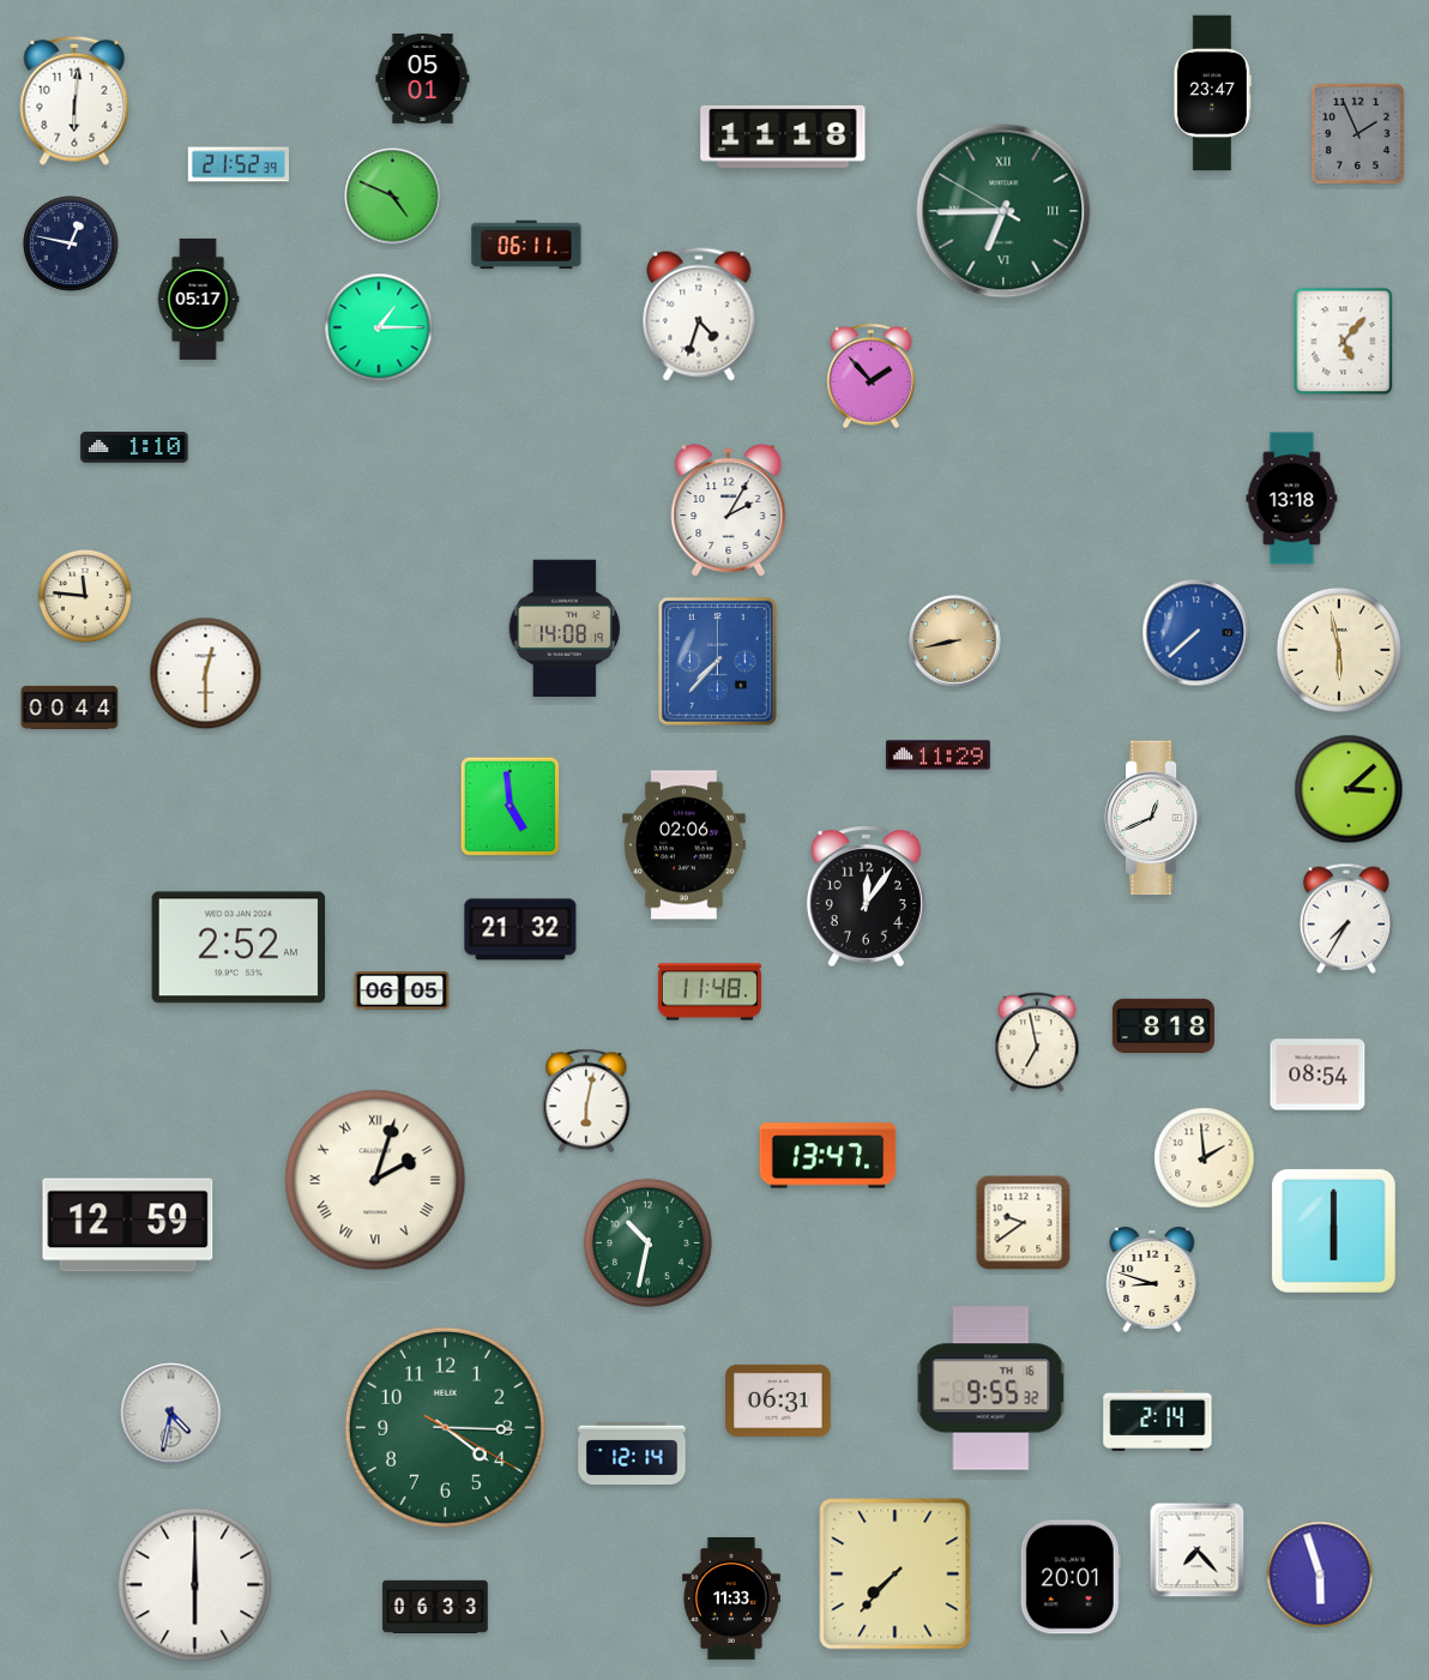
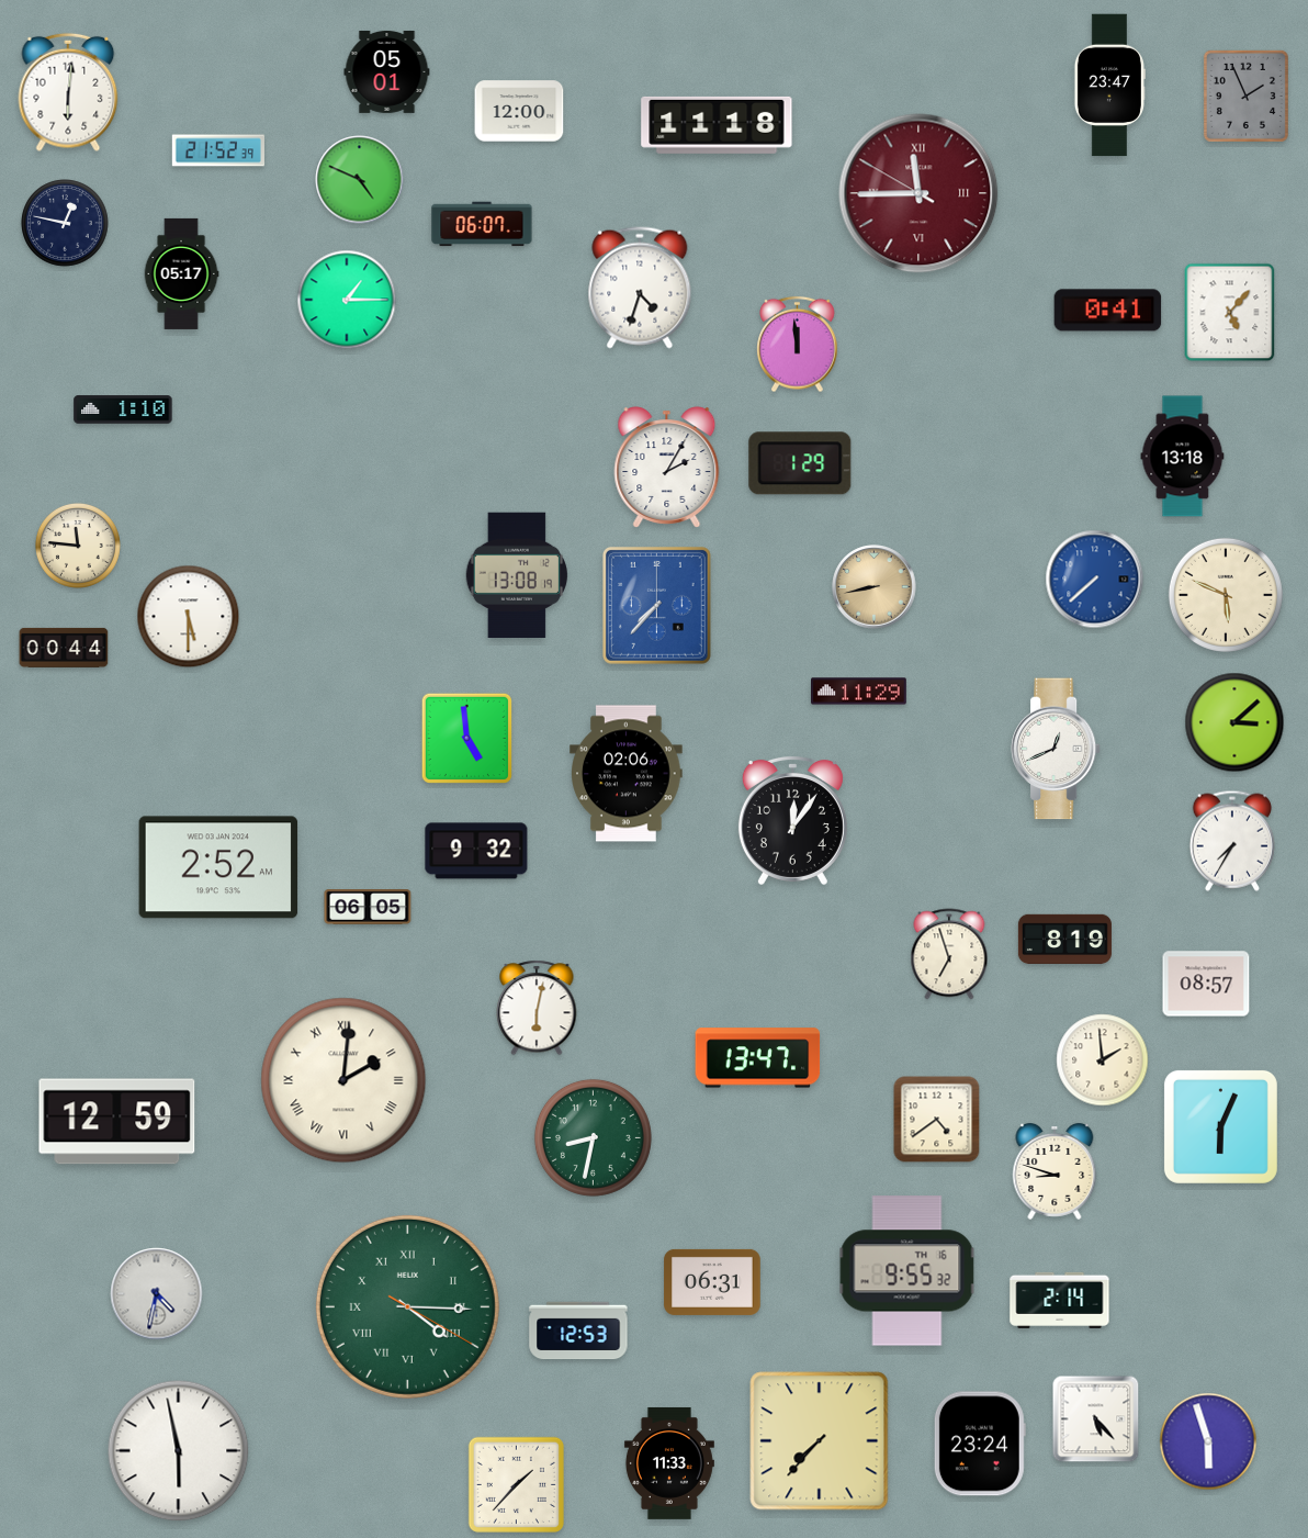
clock at (519, 111): none -> 12:00
clock at (1357, 133) position: (1357, 133) -> (1245, 96)
clock at (1003, 211): 6:44 -> 11:44
clock at (1003, 211) dial: green -> burgundy
clock at (526, 245): 06:11 -> 06:07
clock at (1108, 311): none -> 0:41
clock at (872, 377): 1:53 -> 11:59
clock at (800, 463): none -> 1:29
clock at (563, 627): 14:08 -> 13:08
clock at (1339, 650): 5:58 -> 5:49
clock at (206, 674): 12:30 -> 5:30
clock at (520, 929): 21:32 -> 9:32
clock at (710, 992): 11:48 -> none
clock at (1163, 1025): 8:18 -> 8:19
clock at (1037, 1042): 6:58 -> 6:57
clock at (1318, 1074): 08:54 -> 08:57
clock at (375, 1180): 2:03 -> 2:01
clock at (1024, 1223): 9:39 -> 4:39
clock at (1333, 1230): 6:00 -> 6:04
clock at (647, 1242): 10:32 -> 8:32
clock at (445, 1427) numerals: Arabic -> Roman
clock at (632, 1453): 12:14 -> 12:53
clock at (1198, 1550): 7:23 -> 5:23
clock at (1071, 1577): 20:01 -> 23:24
clock at (195, 1585): 6:00 -> 5:58
clock at (435, 1606): 06:33 -> none
clock at (516, 1484): none -> 1:37
